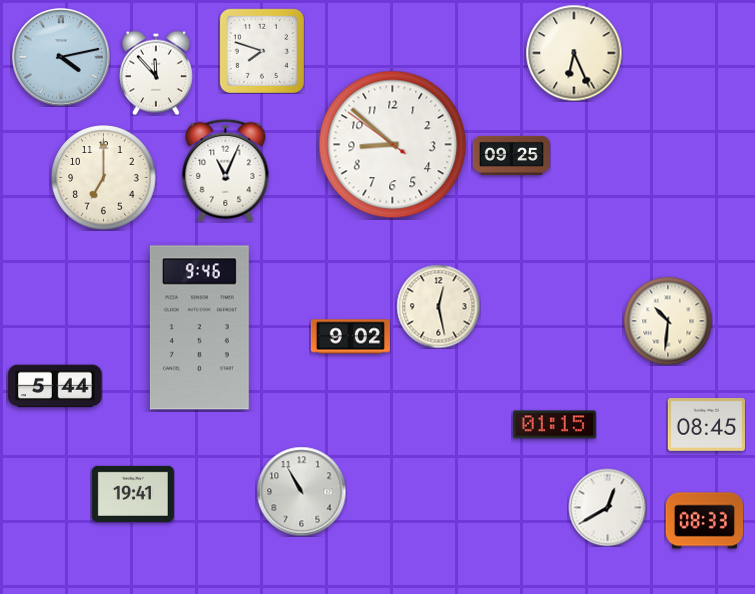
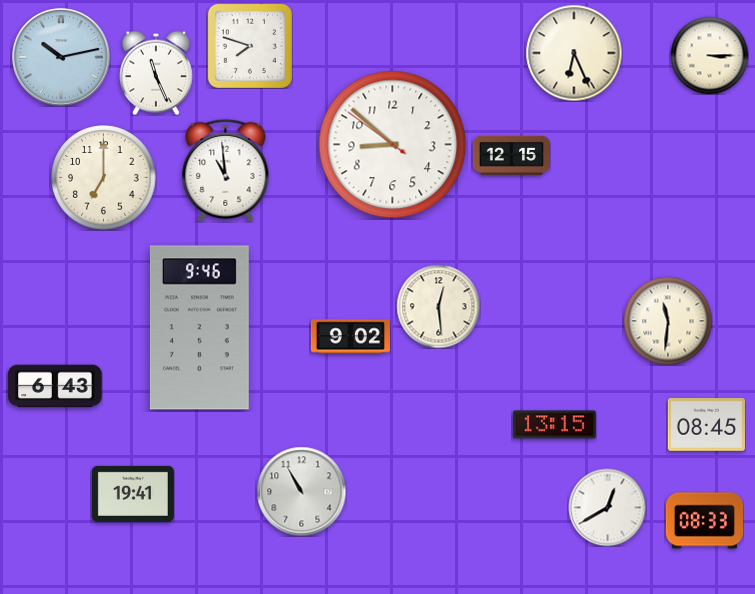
clock at (262, 51) position: (262, 51) -> (250, 46)
clock at (709, 55): none -> 3:15
clock at (61, 57): 4:13 -> 10:13
clock at (156, 73): 11:53 -> 11:26
clock at (511, 155): 09:25 -> 12:15
clock at (226, 170): 11:04 -> 10:59
clock at (438, 306): 12:28 -> 12:29
clock at (668, 321): 10:31 -> 11:31
clock at (55, 386): 5:44 -> 6:43
clock at (554, 425): 01:15 -> 13:15
